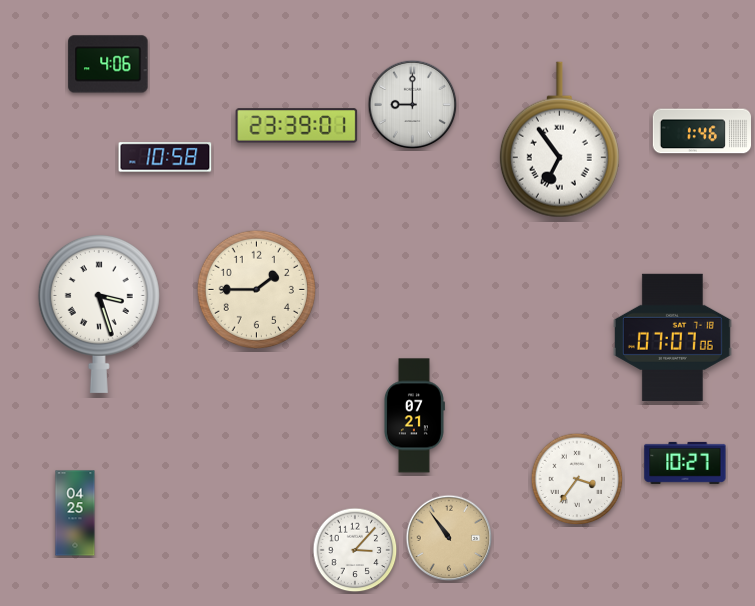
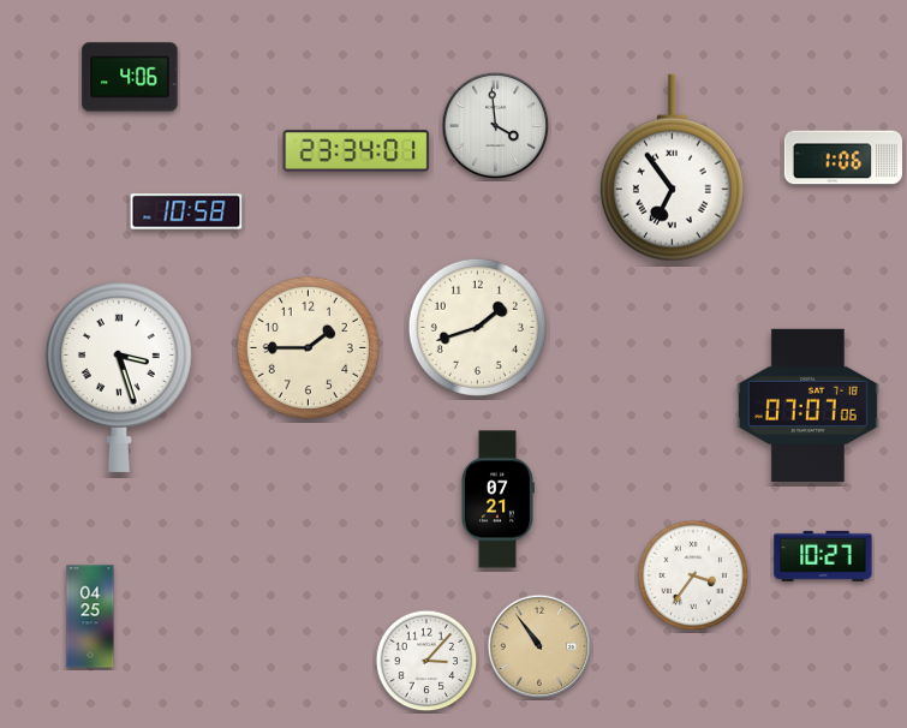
clock at (413, 105): 9:00 -> 3:59
clock at (297, 126): 23:39 -> 23:34
clock at (701, 131): 1:46 -> 1:06
clock at (165, 157) position: (165, 157) -> (186, 211)
clock at (477, 327): none -> 1:42
